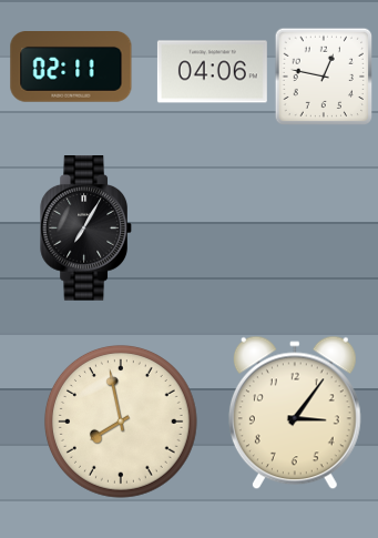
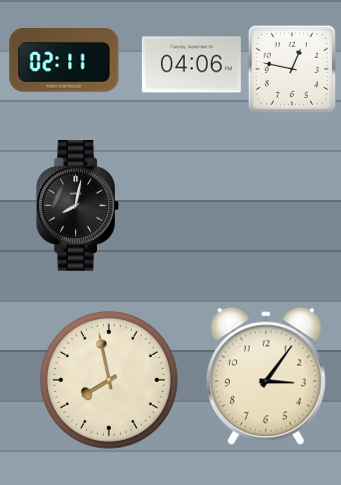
clock at (86, 229): 7:05 -> 8:02
clock at (295, 413) position: (295, 413) -> (266, 376)
